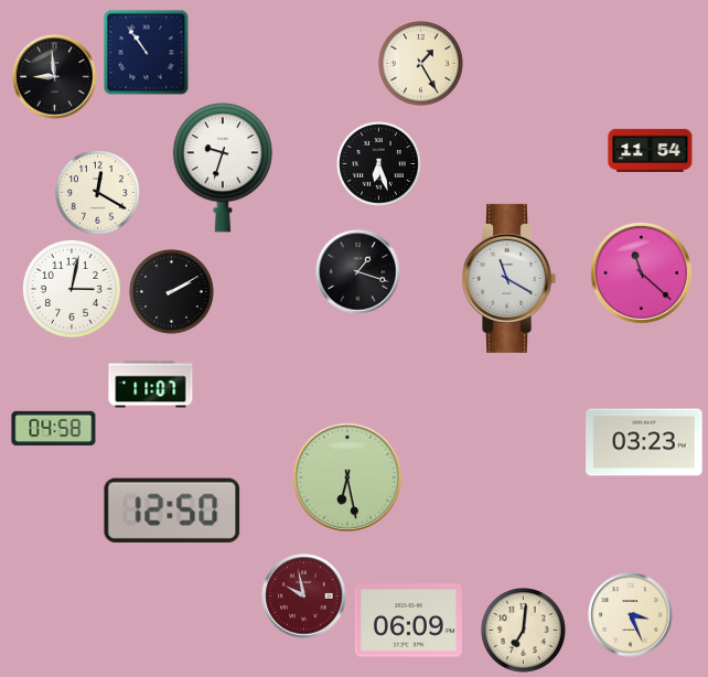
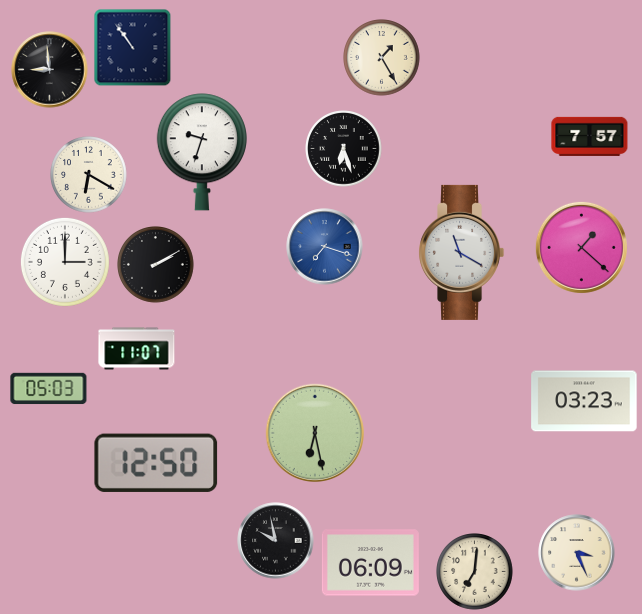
clock at (651, 150): 11:54 -> 7:57
clock at (98, 193): 12:20 -> 6:20
clock at (358, 272): 1:18 -> 7:18
clock at (358, 272) dial: black -> blue
clock at (641, 272): 11:22 -> 1:22
clock at (72, 289): 3:02 -> 3:00
clock at (54, 429): 04:58 -> 05:03
clock at (304, 597) dial: burgundy -> black
clock at (631, 615) position: (631, 615) -> (577, 553)
